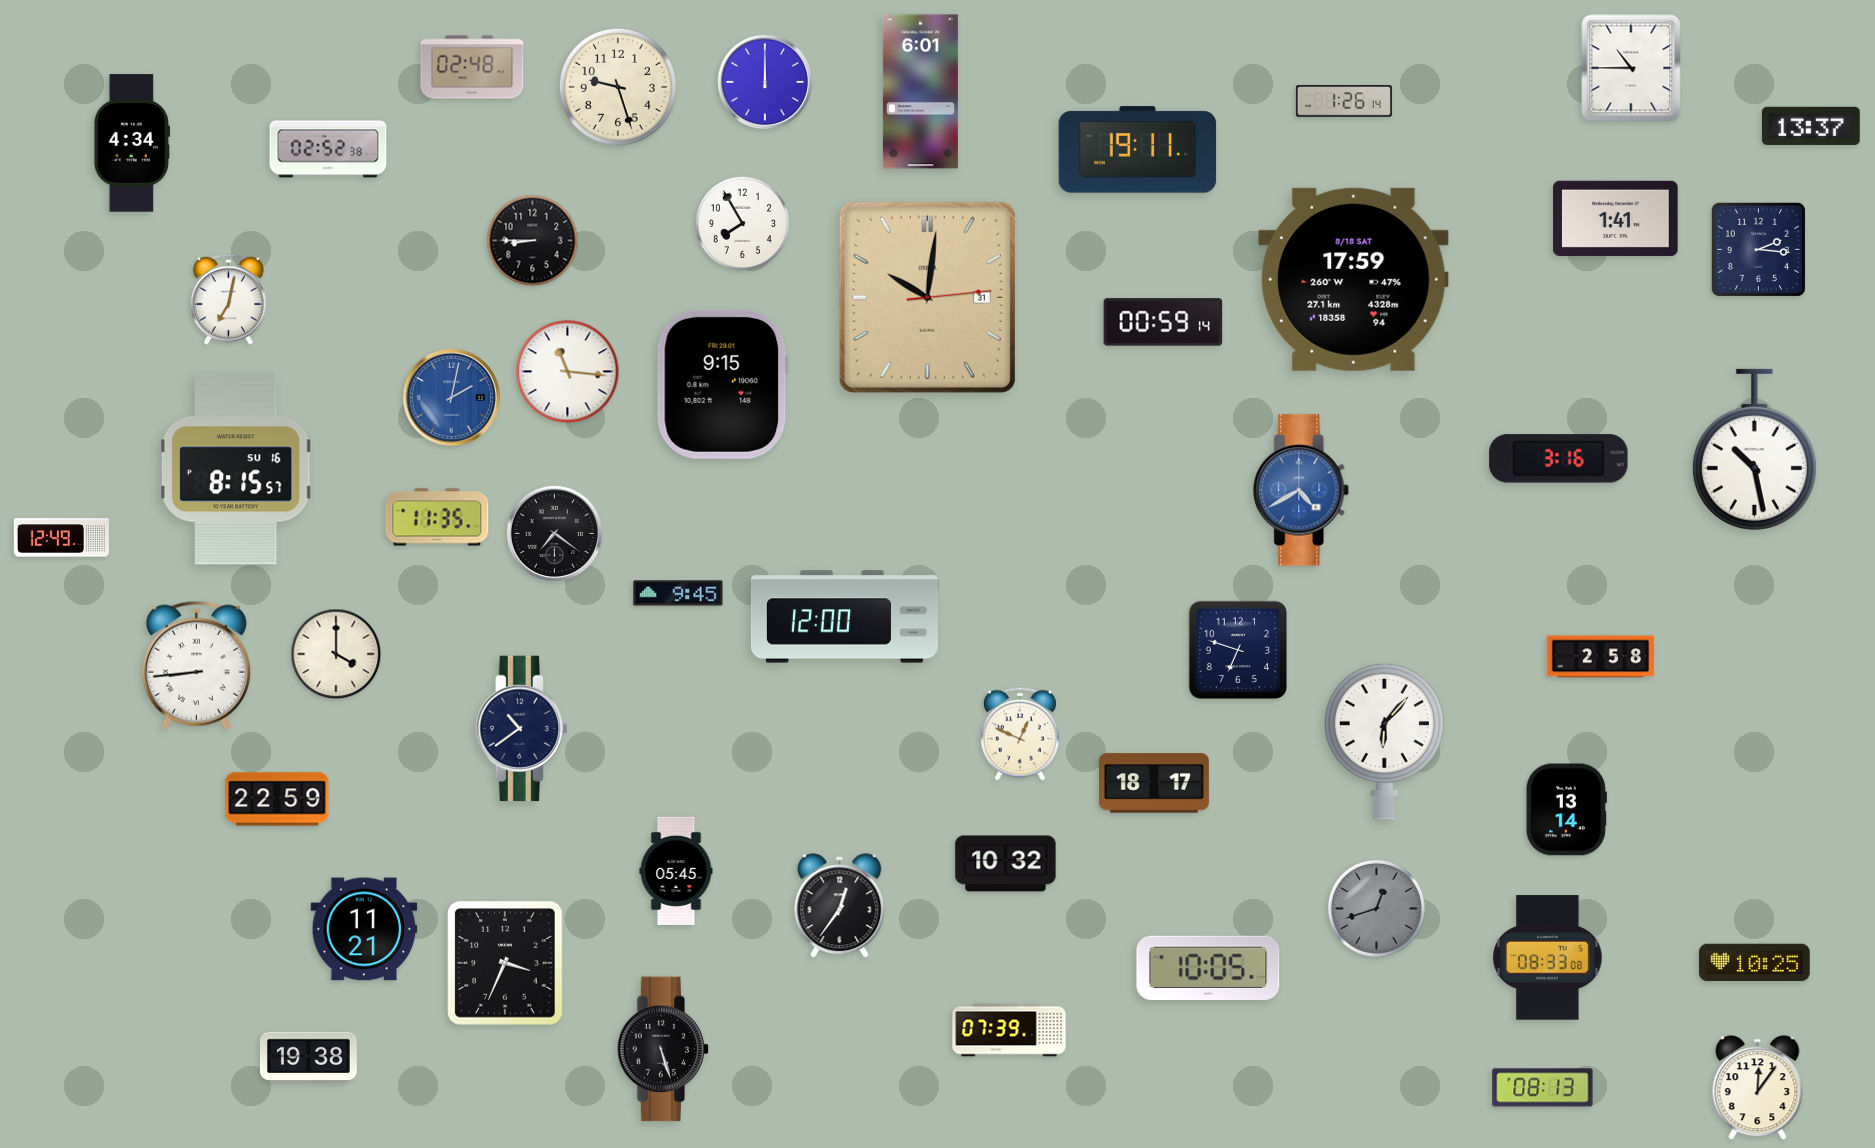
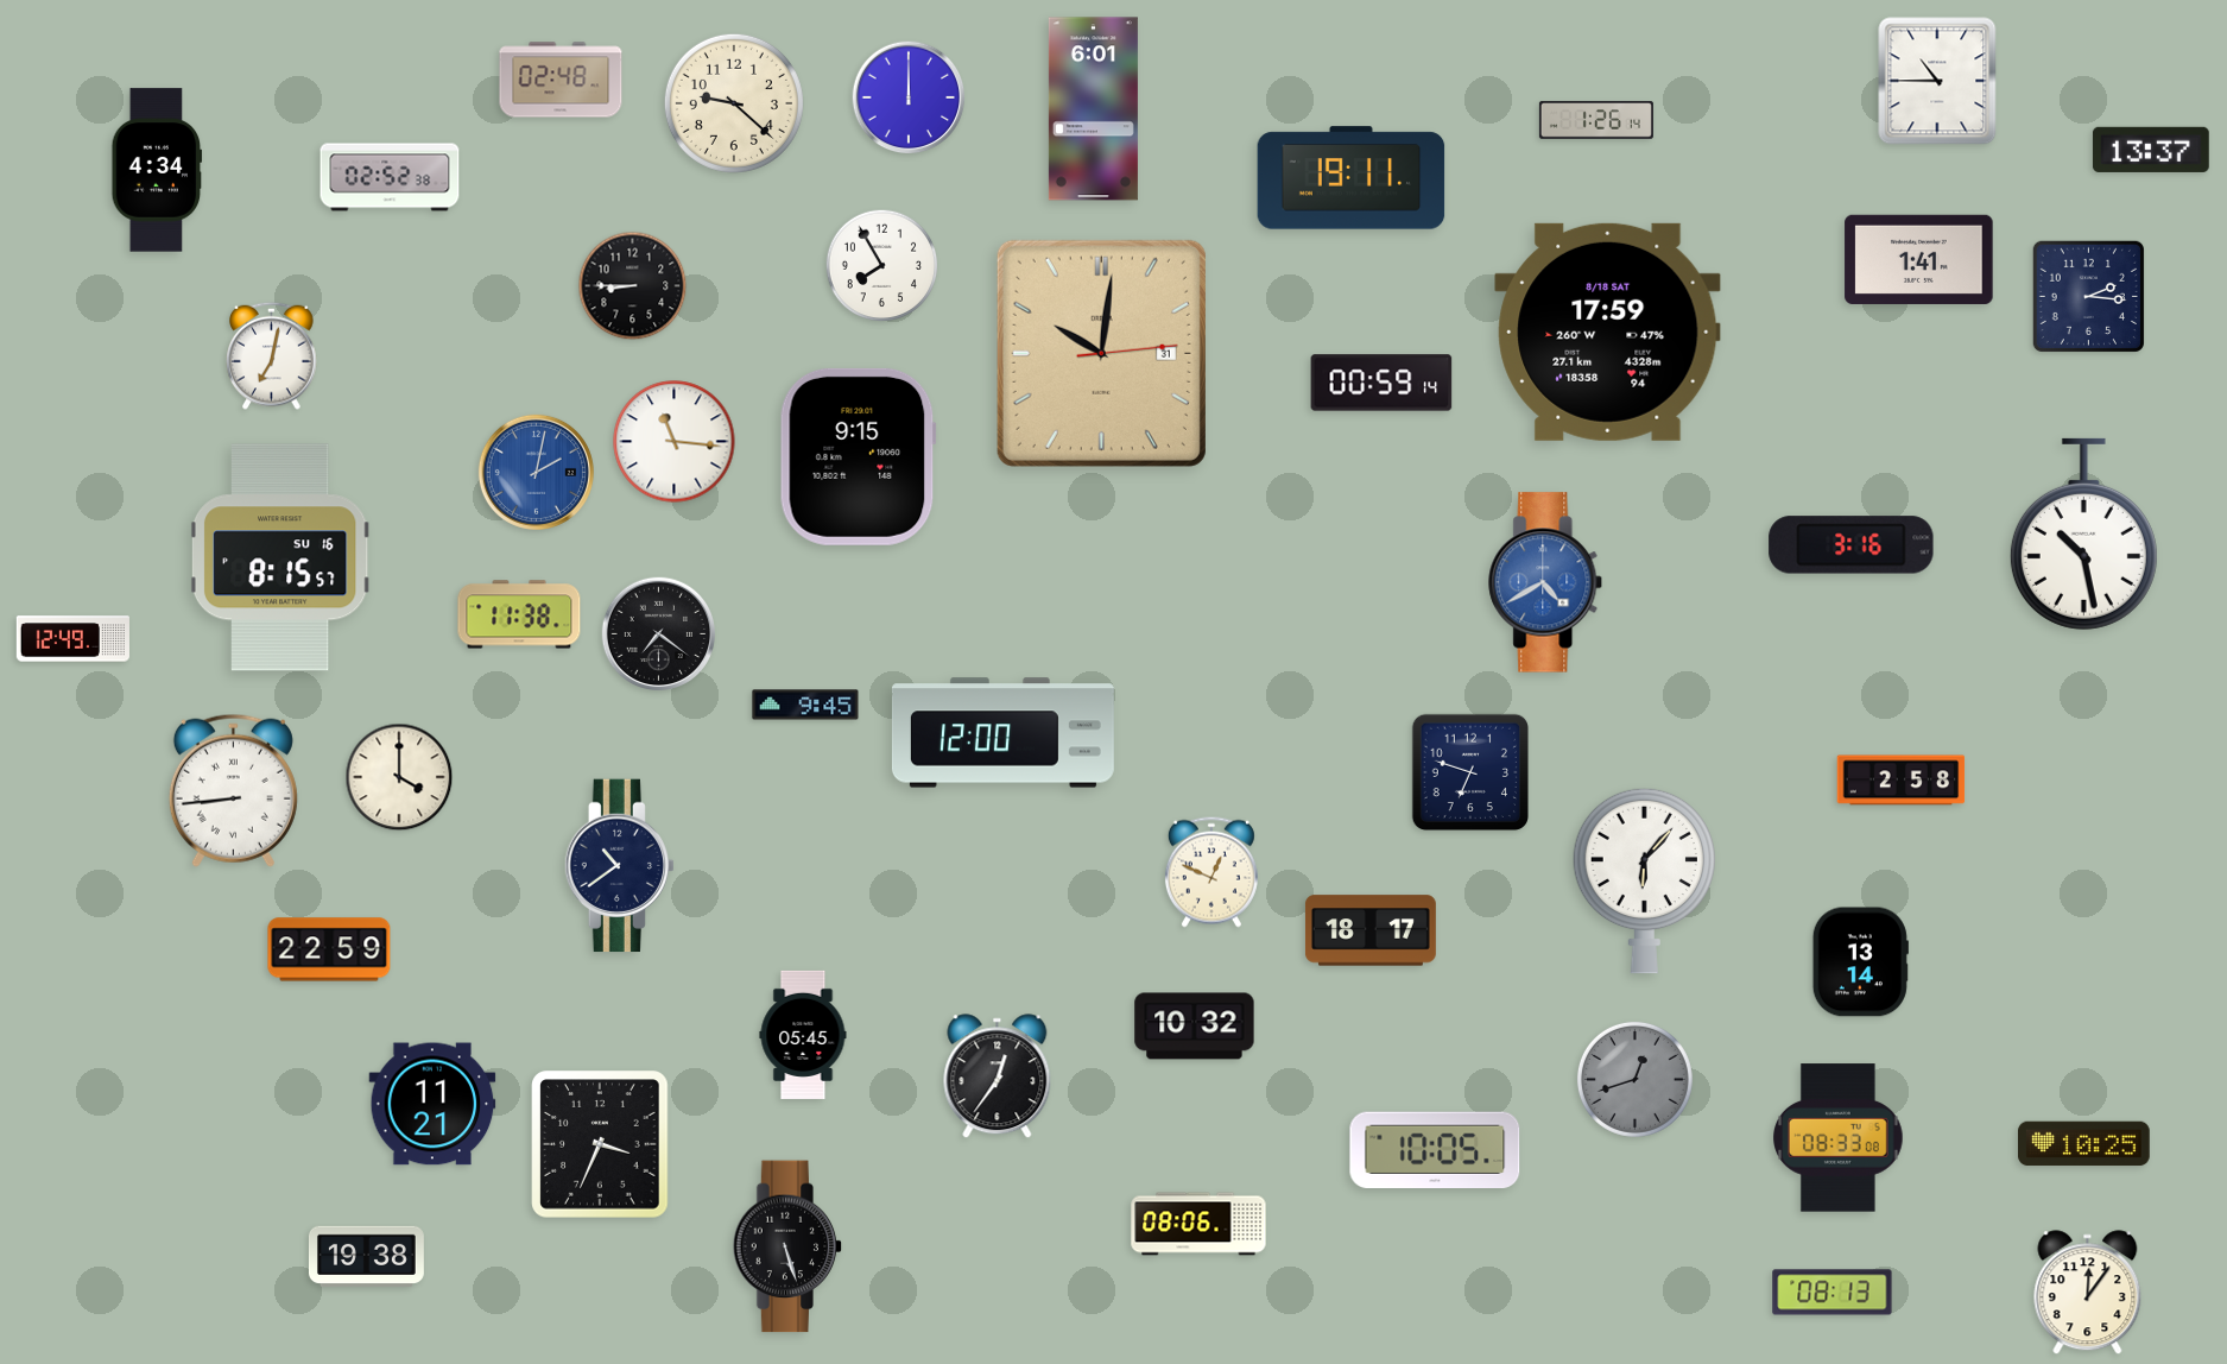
clock at (618, 87): 9:27 -> 9:22
clock at (437, 517): 11:35 -> 11:38
clock at (1009, 1030): 07:39 -> 08:06
